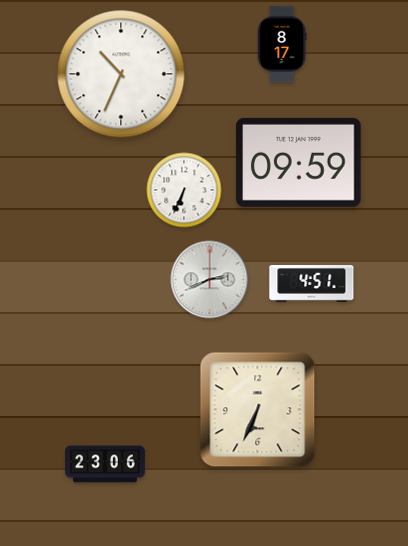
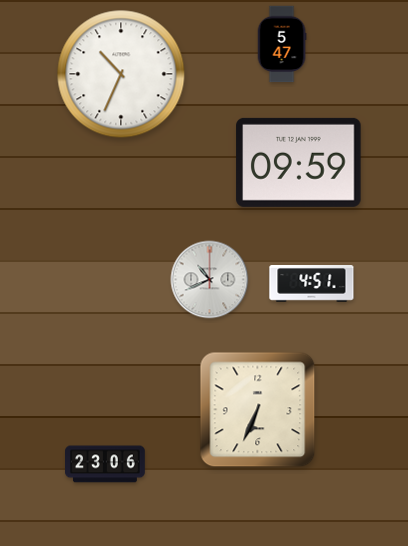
clock at (282, 44): 8:17 -> 5:47
clock at (184, 190): 6:34 -> none
clock at (210, 280): 2:41 -> 10:41
